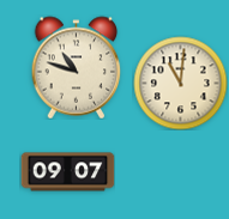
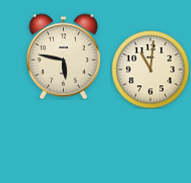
clock at (77, 67): 10:48 -> 5:47
clock at (67, 172): 09:07 -> none
